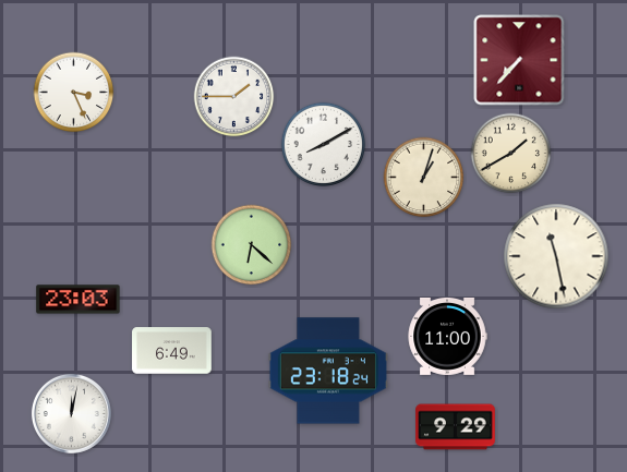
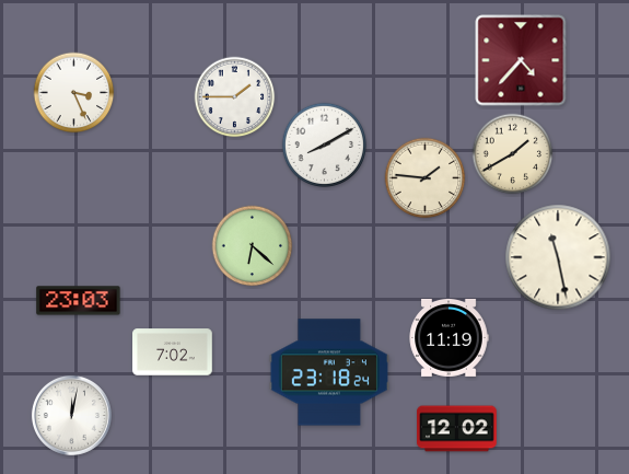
clock at (519, 60): 7:37 -> 4:37
clock at (424, 178): 1:03 -> 1:46
clock at (447, 336): 11:00 -> 11:19
clock at (172, 351): 6:49 -> 7:02
clock at (456, 427): 9:29 -> 12:02
